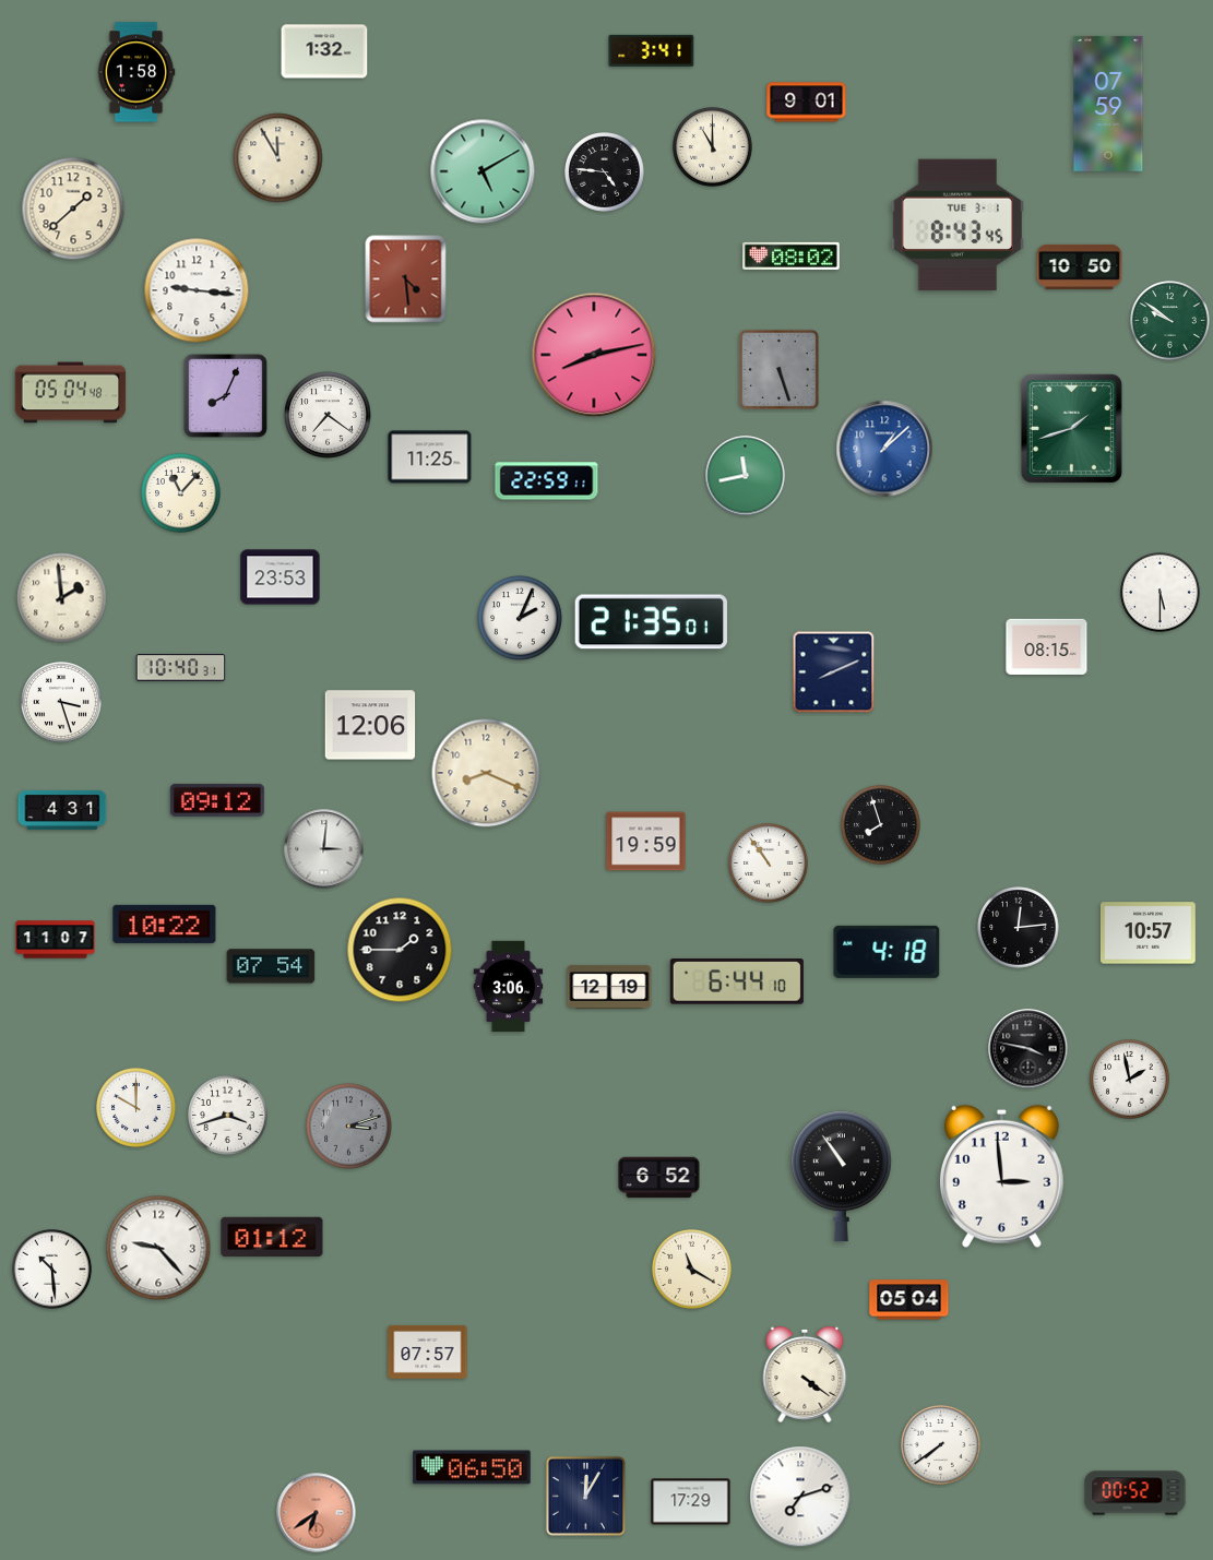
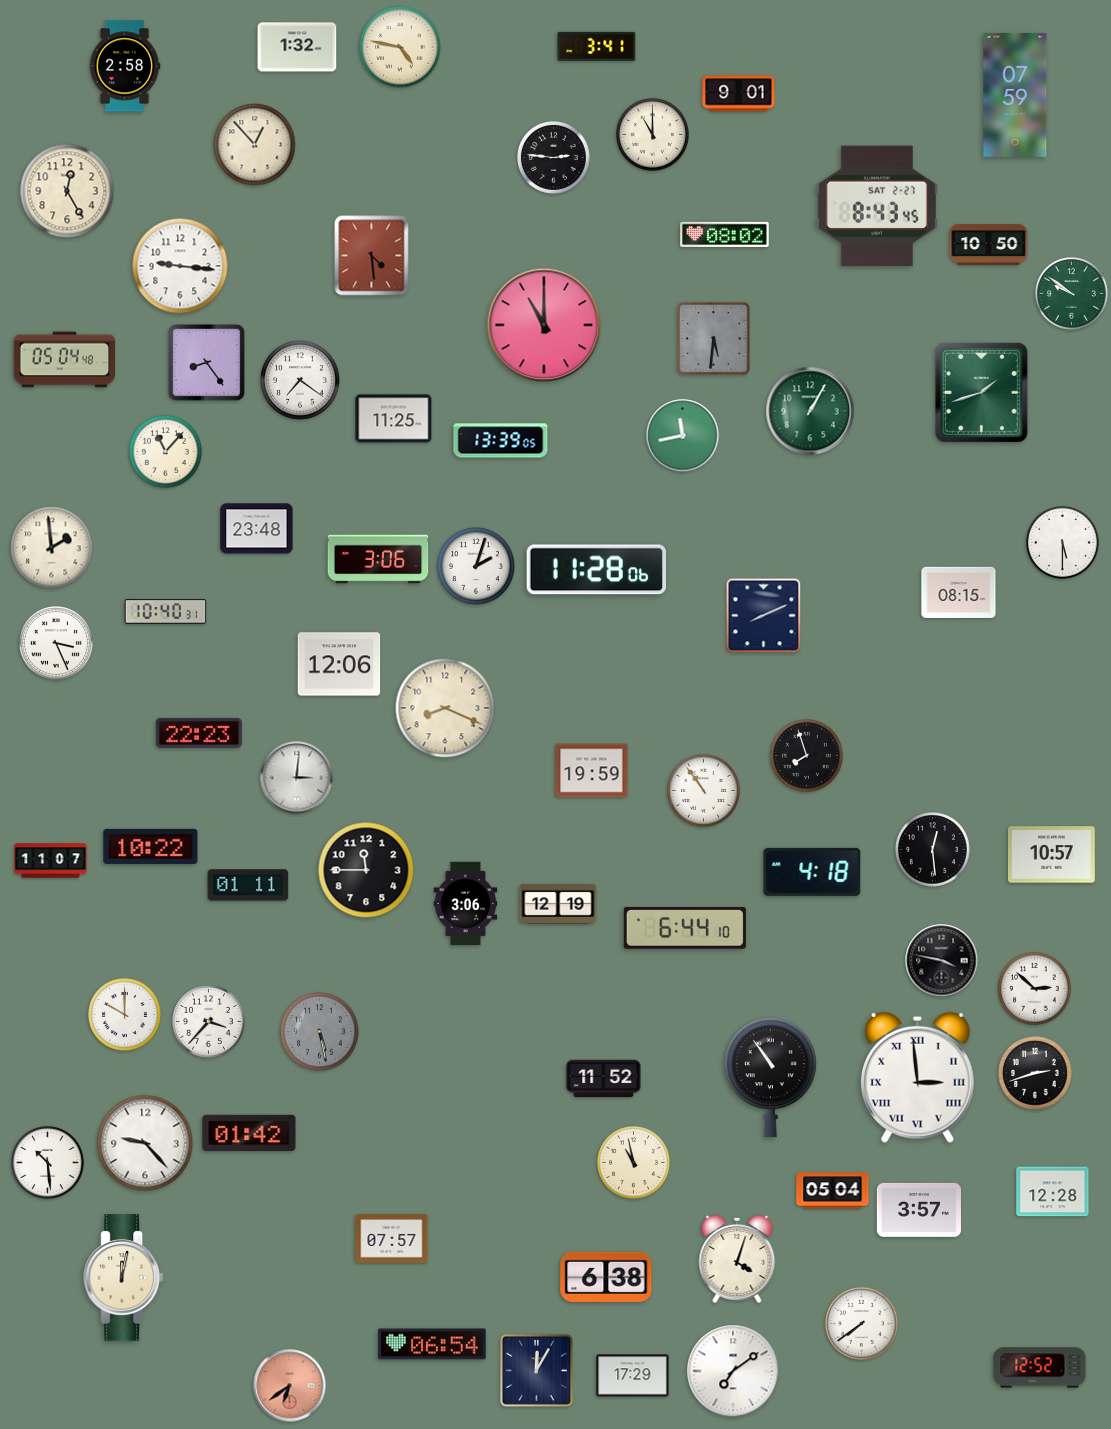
clock at (400, 47): none -> 4:47
clock at (136, 72): 1:58 -> 2:58
clock at (278, 158): 11:55 -> 12:53
clock at (483, 171): 5:10 -> none
clock at (605, 172): 4:46 -> 2:46
clock at (73, 209): 1:38 -> 12:25
clock at (958, 225) date: TUE 3-1 -> SAT 2-27
clock at (594, 355): 8:13 -> 11:00
clock at (778, 369): 5:27 -> 5:31
clock at (225, 395): 8:04 -> 8:24
clock at (884, 449): 1:08 -> 1:05
clock at (884, 449) dial: blue -> green
clock at (547, 481): 22:59 -> 13:39
clock at (281, 577): 23:53 -> 23:48
clock at (62, 598) position: (62, 598) -> (52, 548)
clock at (378, 559): none -> 3:06
clock at (520, 618): 2:04 -> 2:03
clock at (651, 622): 21:35 -> 11:28
clock at (62, 703): 3:27 -> 3:26
clock at (217, 800): 09:12 -> 22:23
clock at (62, 810): 4:31 -> none
clock at (1019, 928): 12:14 -> 12:29
clock at (400, 950): 1:45 -> 11:45
clock at (271, 966): 07:54 -> 01:11
clock at (737, 983) position: (737, 983) -> (685, 929)
clock at (1130, 1080): 1:58 -> 2:52
clock at (228, 1116): 3:42 -> 3:37
clock at (349, 1127): 3:12 -> 5:28
clock at (1036, 1074): none -> 2:42
clock at (1001, 1176) numerals: Arabic -> Roman
clock at (659, 1178): 6:52 -> 11:52
clock at (272, 1236): 01:12 -> 01:42
clock at (692, 1270): 11:20 -> 10:58
clock at (1053, 1192): none -> 12:28
clock at (919, 1210): none -> 3:57
clock at (805, 1374): 4:21 -> 4:03
clock at (606, 1277): none -> 6:38
clock at (124, 1278): none -> 12:02
clock at (472, 1467): 06:50 -> 06:54
clock at (1135, 1493): 00:52 -> 12:52
clock at (800, 1497): 7:12 -> 7:09
